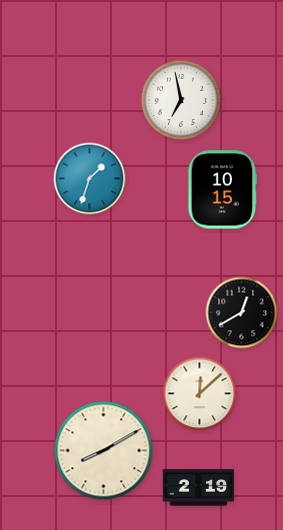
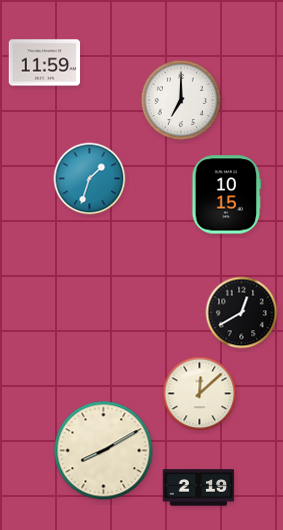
clock at (45, 63): none -> 11:59
clock at (181, 100): 6:58 -> 7:00
clock at (223, 190) position: (223, 190) -> (227, 195)
